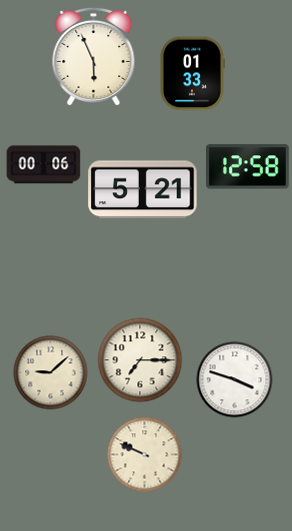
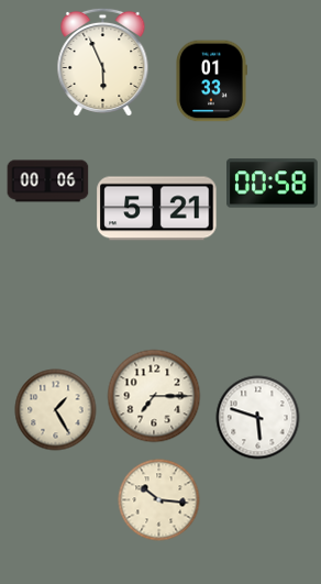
clock at (248, 167): 12:58 -> 00:58
clock at (51, 373): 9:08 -> 1:25
clock at (235, 380): 3:48 -> 5:48
clock at (145, 455): 9:49 -> 10:16
